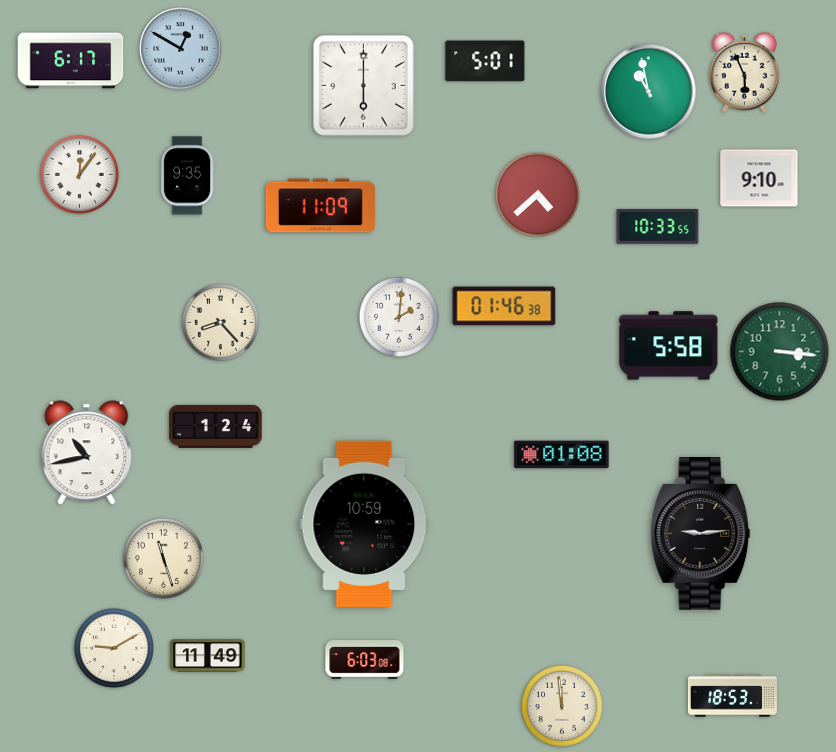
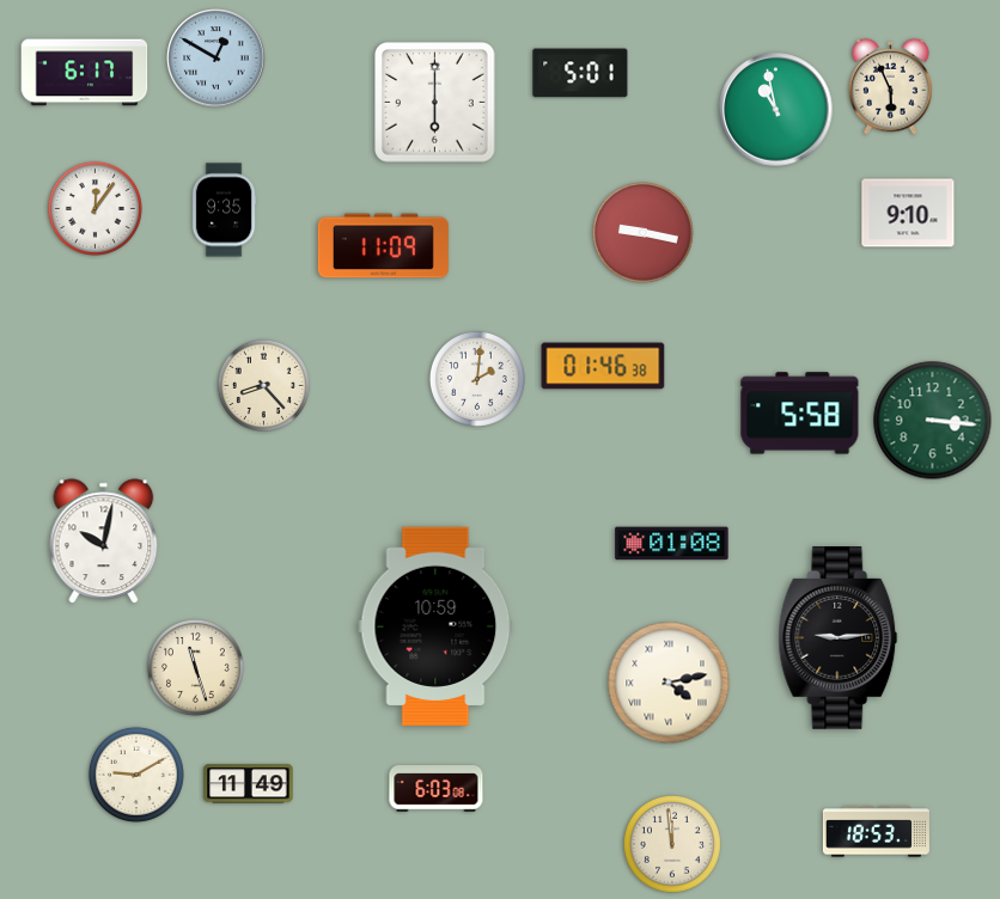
clock at (538, 195): 4:38 -> 9:17
clock at (658, 227): 10:33 -> none
clock at (216, 426): 1:24 -> none
clock at (87, 453): 10:43 -> 10:02
clock at (669, 683): none -> 4:13
